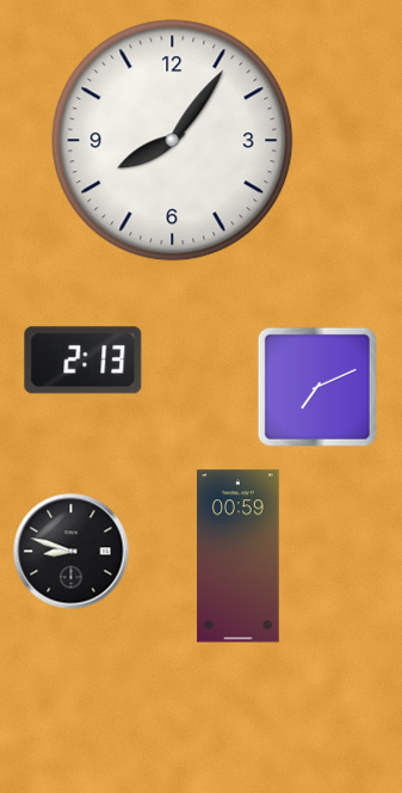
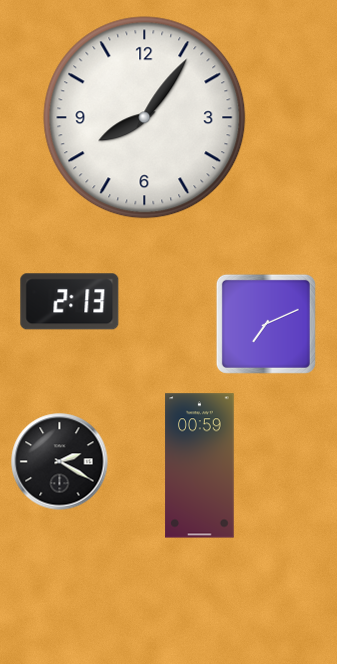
clock at (72, 552): 8:48 -> 2:20
